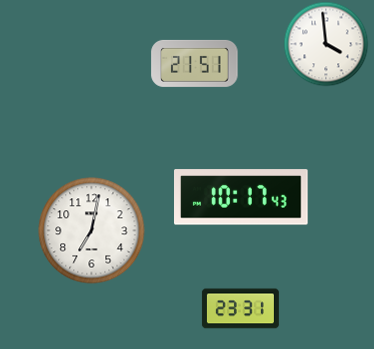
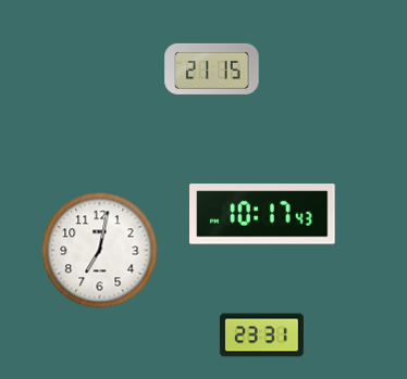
clock at (326, 44): 3:59 -> none
clock at (195, 63): 21:51 -> 21:15
